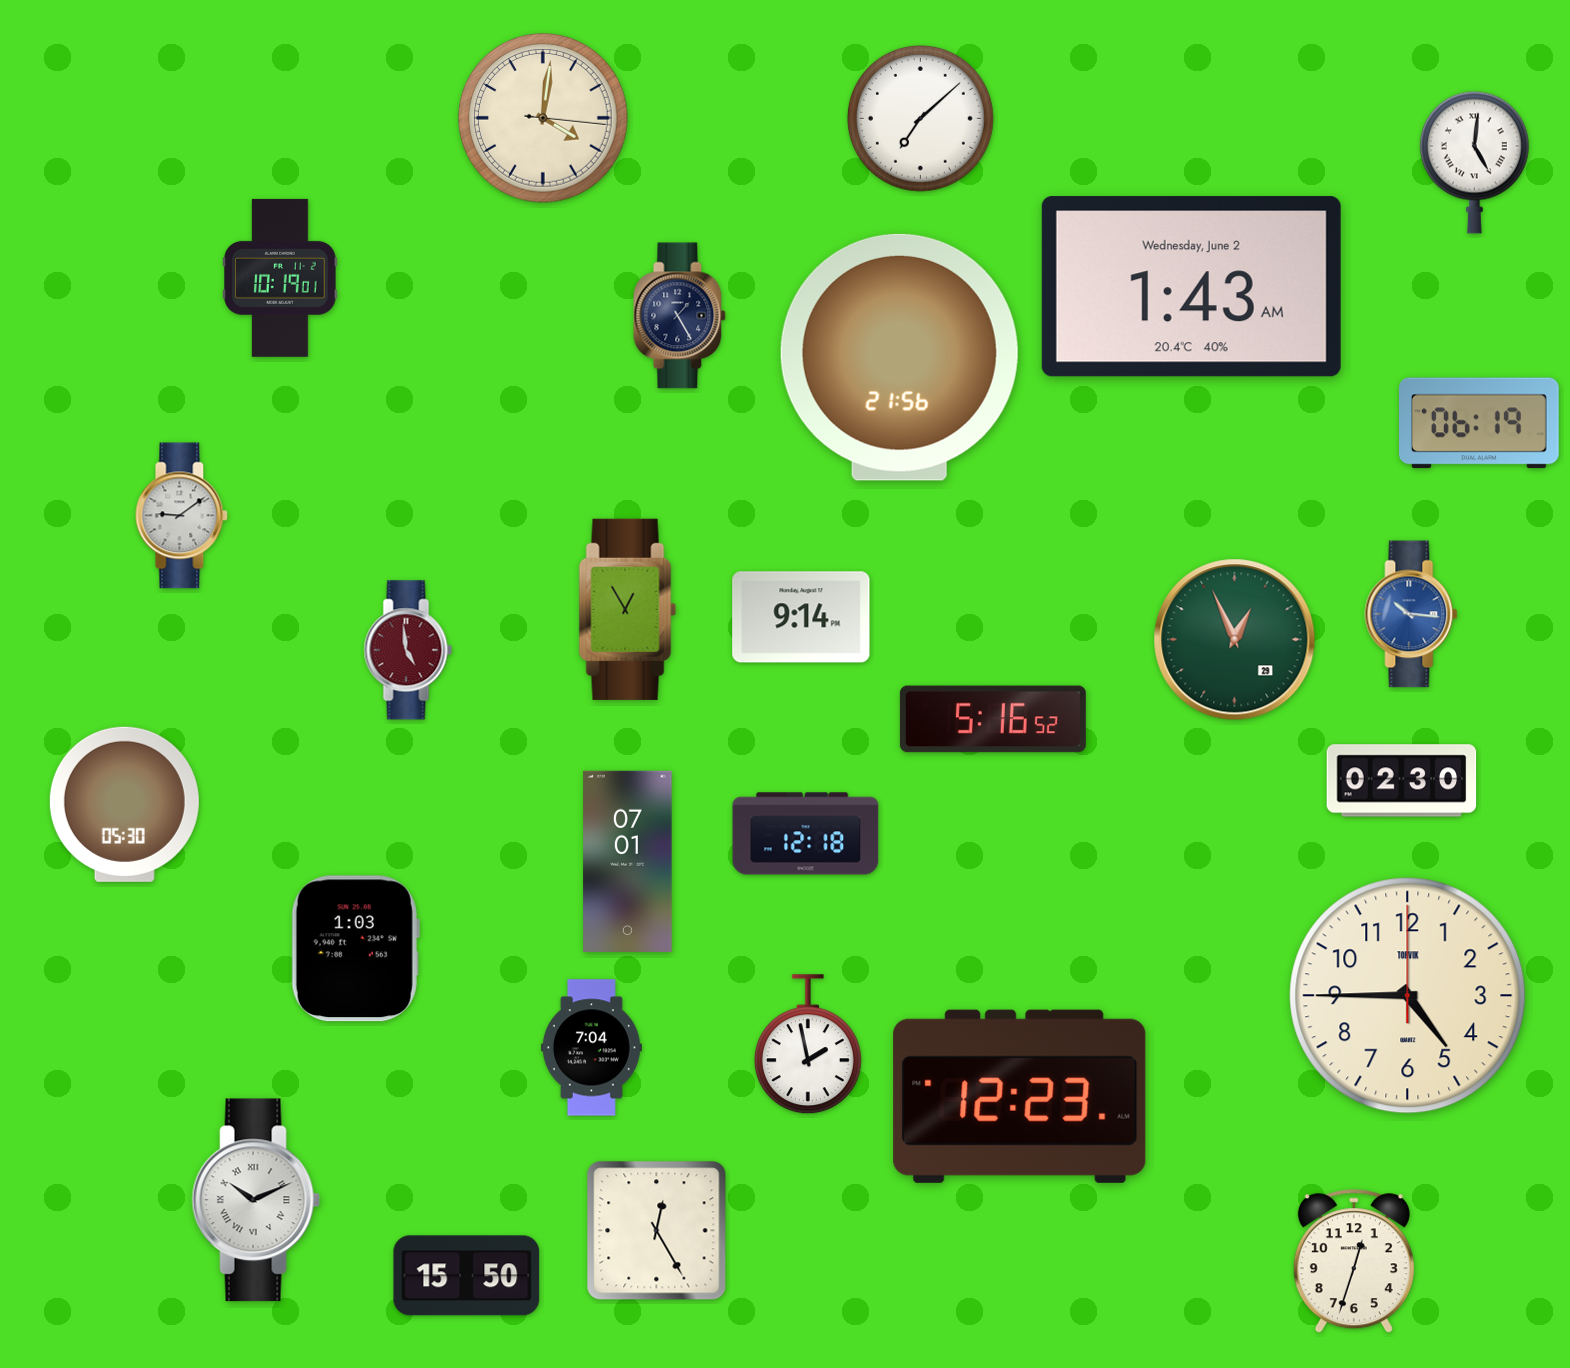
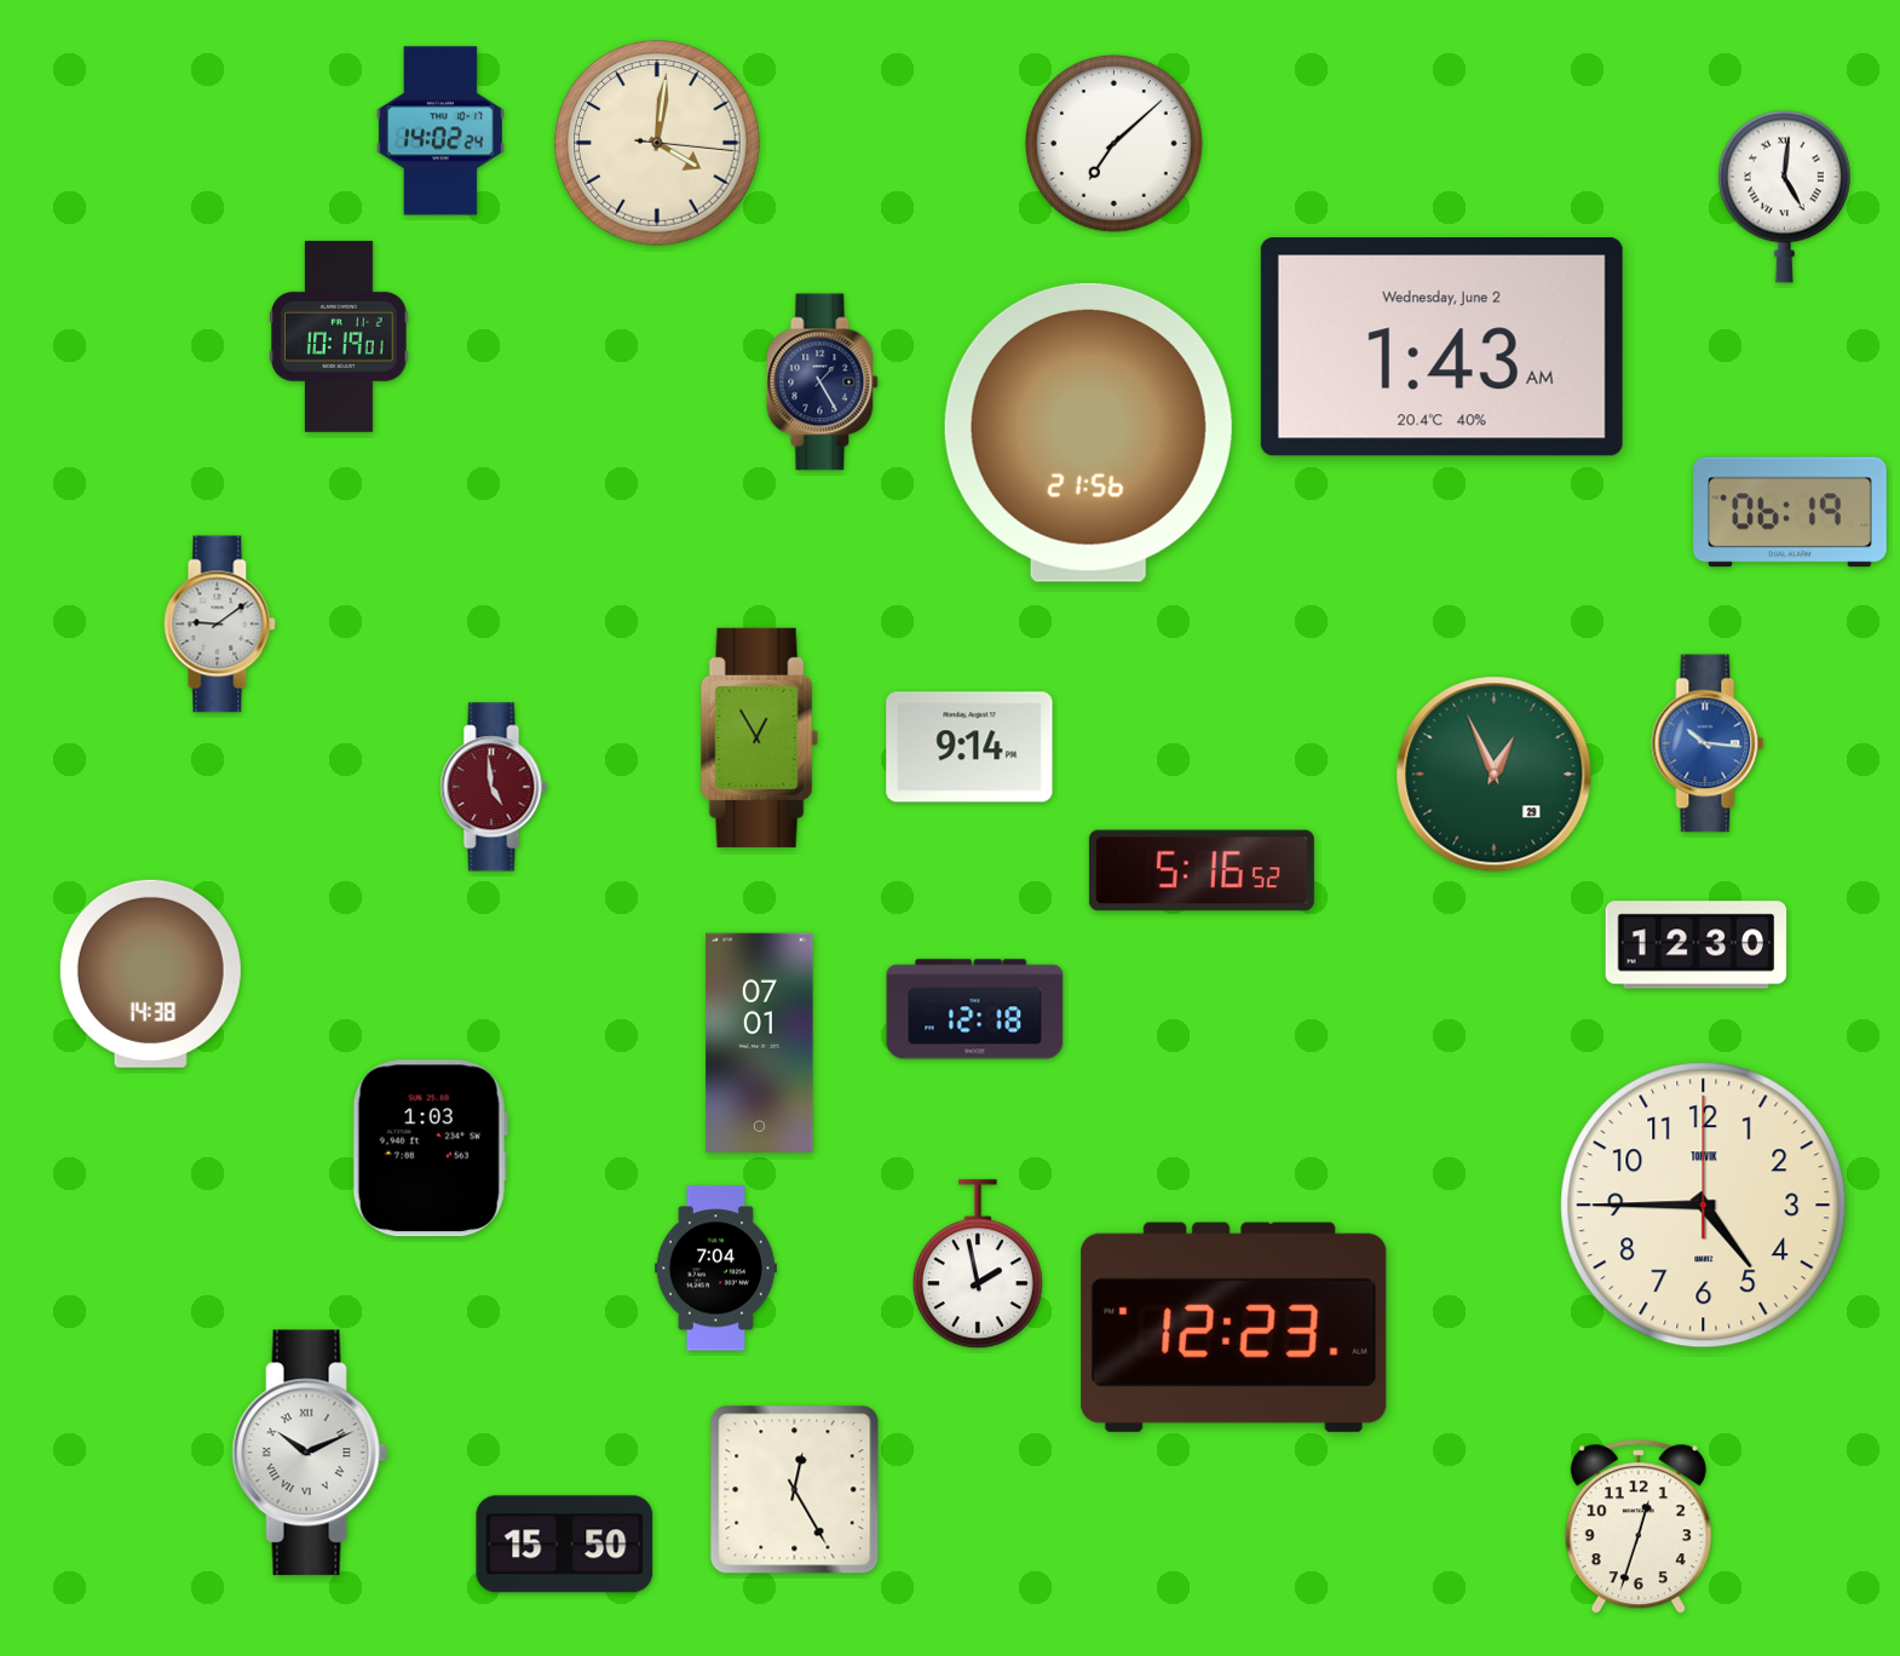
clock at (441, 131): none -> 14:02
clock at (1402, 781): 02:30 -> 12:30
clock at (124, 804): 05:30 -> 14:38
